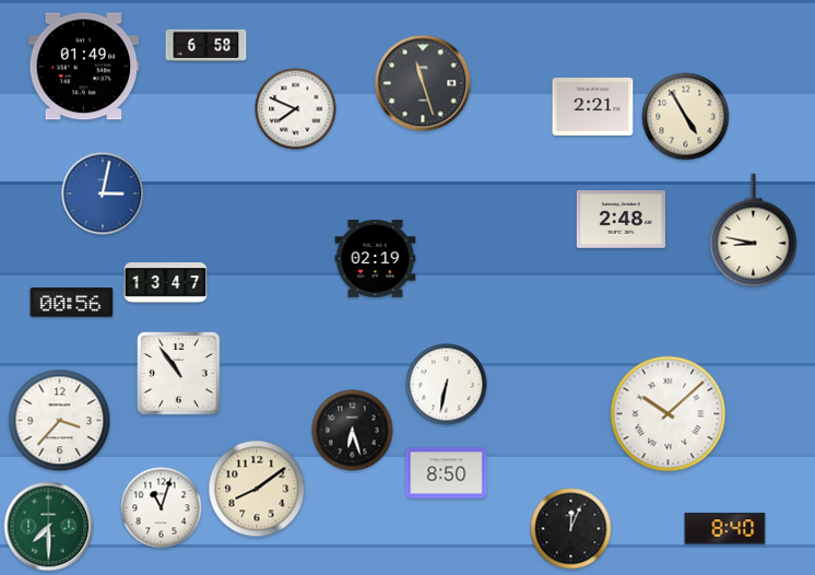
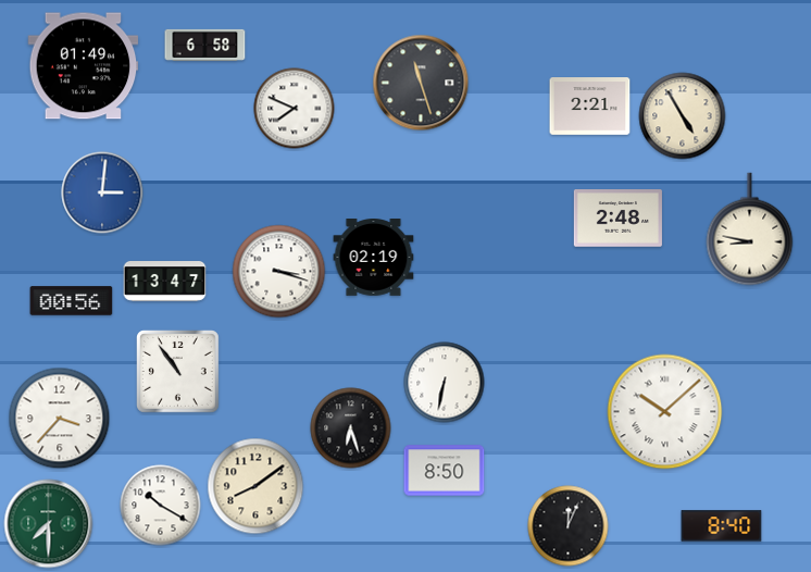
clock at (103, 193): 3:02 -> 3:01
clock at (279, 272): none -> 3:18
clock at (162, 508): 11:03 -> 10:20
